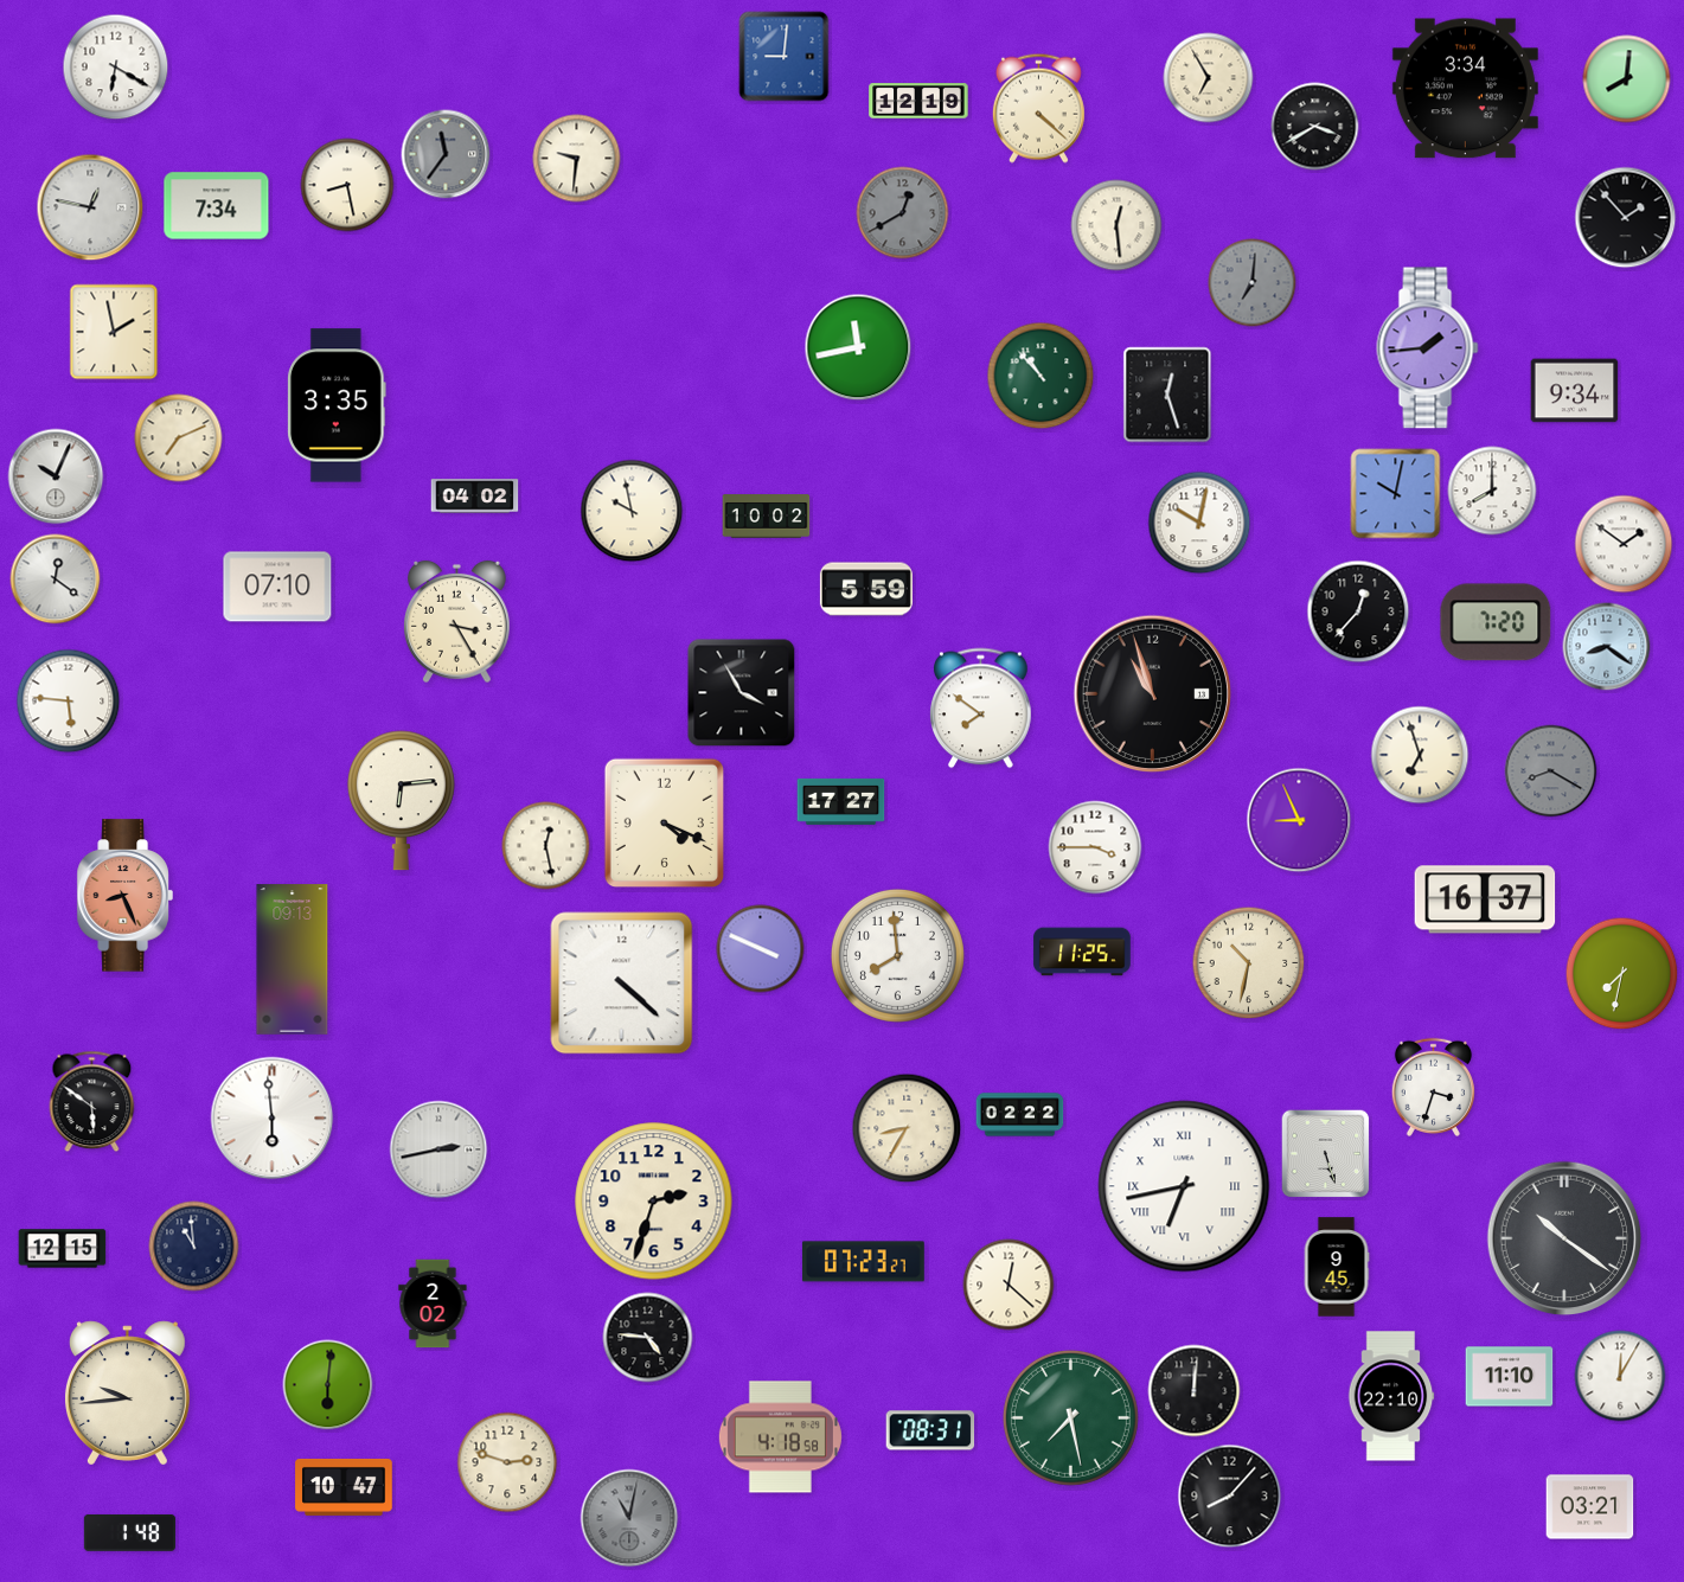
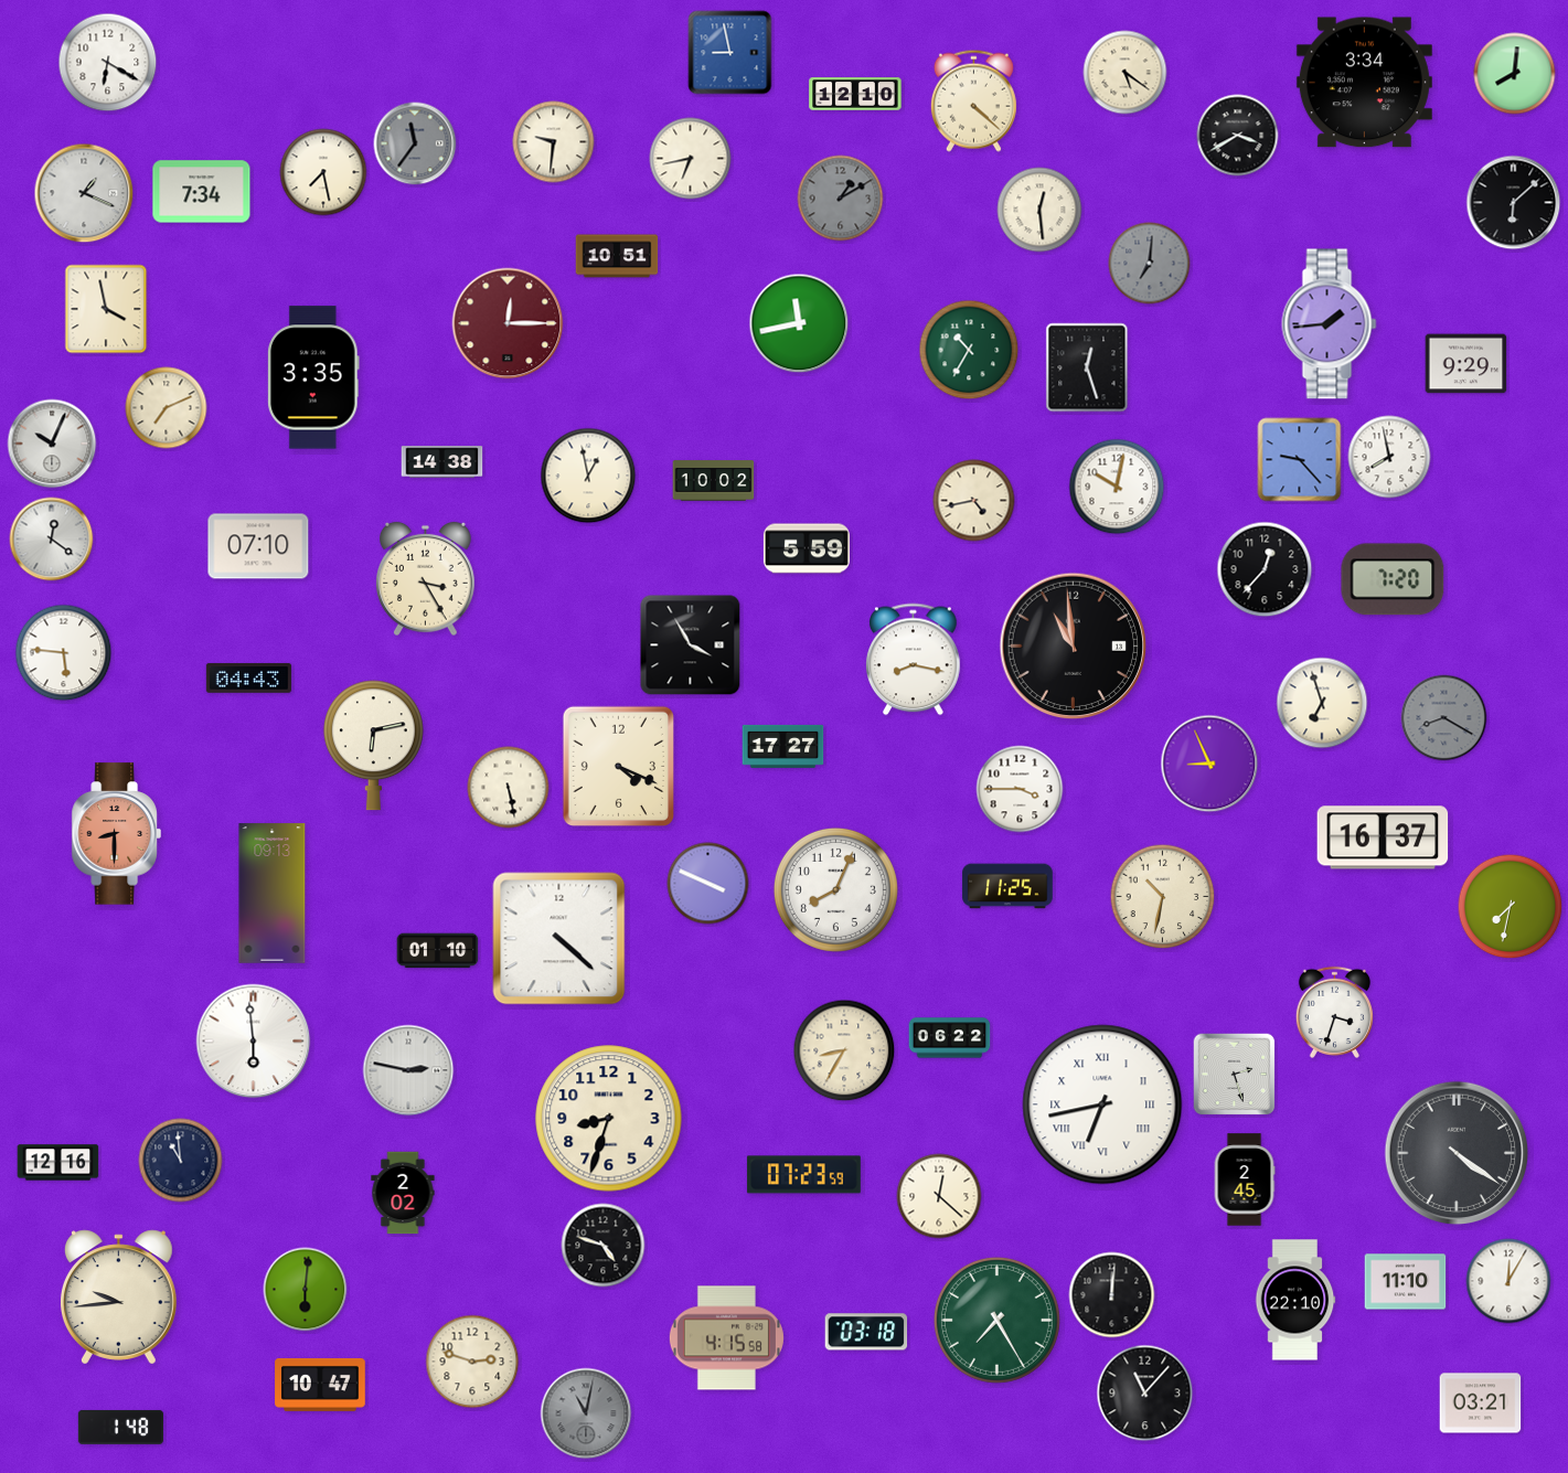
clock at (785, 57): 9:01 -> 8:58
clock at (1209, 78): 6:55 -> 5:21
clock at (918, 101): 12:19 -> 12:10
clock at (1038, 108) position: (1038, 108) -> (973, 100)
clock at (1315, 127) position: (1315, 127) -> (1238, 136)
clock at (577, 159) position: (577, 159) -> (554, 142)
clock at (691, 159): none -> 6:43
clock at (347, 185): 8:28 -> 7:28
clock at (90, 207): 12:47 -> 1:19
clock at (903, 213): 12:40 -> 1:10
clock at (1626, 218): 1:53 -> 6:08
clock at (617, 256): none -> 10:51
clock at (1253, 283) position: (1253, 283) -> (1150, 264)
clock at (114, 332): 1:58 -> 3:58
clock at (508, 323): none -> 12:15
clock at (1041, 376): 10:53 -> 10:35
clock at (1575, 391): 9:34 -> 9:29
clock at (1492, 491): 8:00 -> 7:58
clock at (1396, 494): 10:02 -> 9:23
clock at (475, 497): 04:02 -> 14:38
clock at (632, 511): 9:58 -> 12:58
clock at (974, 501): none -> 4:43
clock at (1624, 544): 1:51 -> none
clock at (1607, 647): 8:21 -> none
clock at (1153, 694): 10:57 -> 10:59
clock at (981, 709): 7:51 -> 8:17
clock at (248, 677): none -> 04:43
clock at (401, 801): 6:14 -> 6:13
clock at (546, 846): 12:28 -> 5:28
clock at (124, 896): 8:26 -> 8:30
clock at (897, 955): 7:59 -> 8:04
clock at (622, 984) position: (622, 984) -> (559, 939)
clock at (438, 951): none -> 01:10
clock at (92, 1102): 5:51 -> none
clock at (1020, 1115): 02:22 -> 06:22
clock at (438, 1149): 2:43 -> 2:47
clock at (1326, 1154): 5:27 -> 2:27
clock at (654, 1202): 2:33 -> 8:33
clock at (1564, 1238): 10:21 -> 4:21
clock at (63, 1249): 12:15 -> 12:16
clock at (863, 1262): 07:23:27 -> 07:23:59
clock at (1337, 1267): 9:45 -> 2:45
clock at (433, 1304) position: (433, 1304) -> (403, 1193)
clock at (648, 1338): 4:46 -> 4:48
clock at (1070, 1417): 7:28 -> 7:25
clock at (930, 1430): 08:31 -> 03:18
clock at (780, 1437): 4:18 -> 4:15
clock at (1230, 1497): 8:07 -> 11:07
